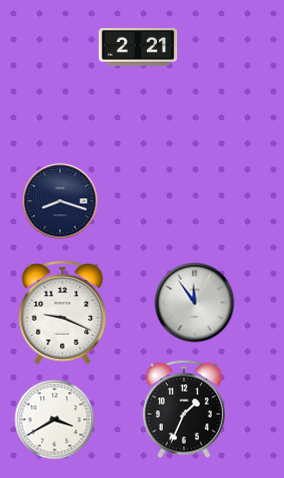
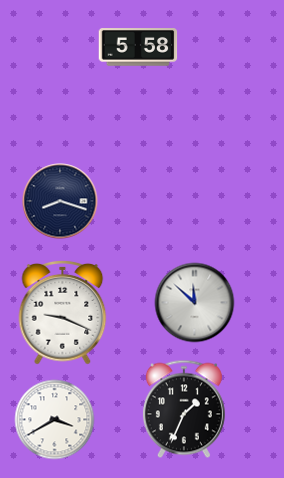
clock at (138, 47): 2:21 -> 5:58
clock at (195, 303): 11:54 -> 11:52
